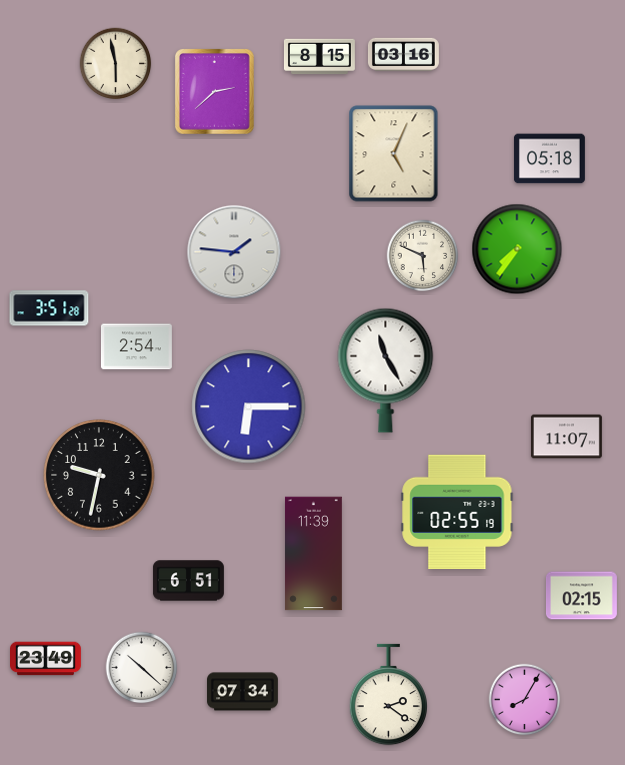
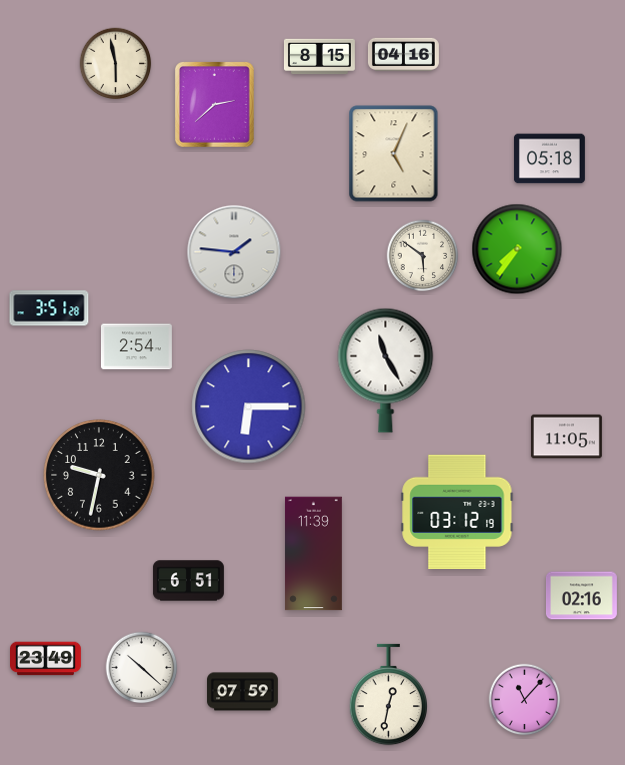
clock at (404, 54): 03:16 -> 04:16
clock at (215, 92) position: (215, 92) -> (215, 105)
clock at (423, 256): 5:49 -> 5:51
clock at (566, 437): 11:07 -> 11:05
clock at (457, 511): 02:55 -> 03:12
clock at (581, 596): 02:15 -> 02:16
clock at (243, 692): 07:34 -> 07:59
clock at (388, 695): 2:21 -> 12:32
clock at (525, 700): 8:05 -> 11:07
